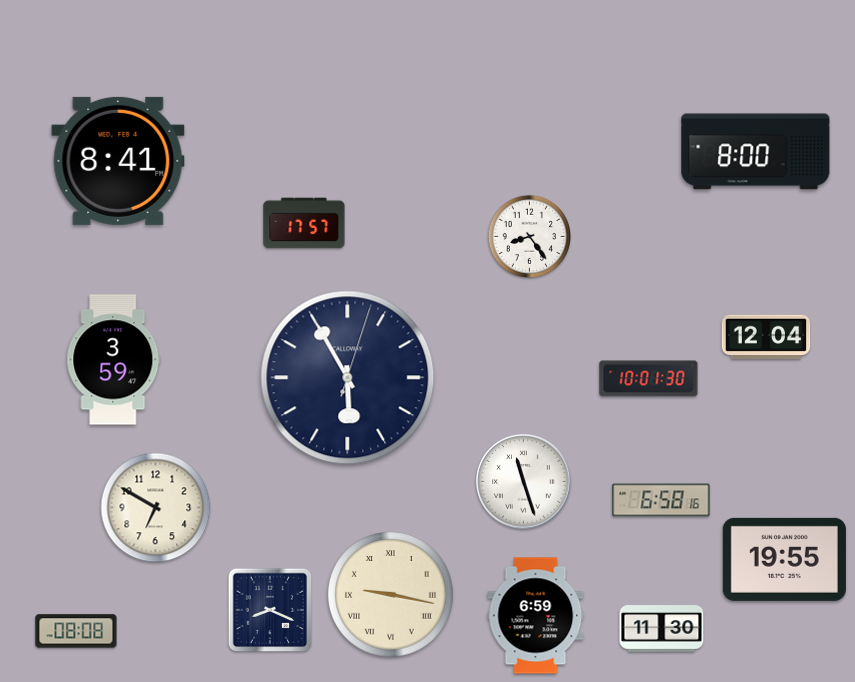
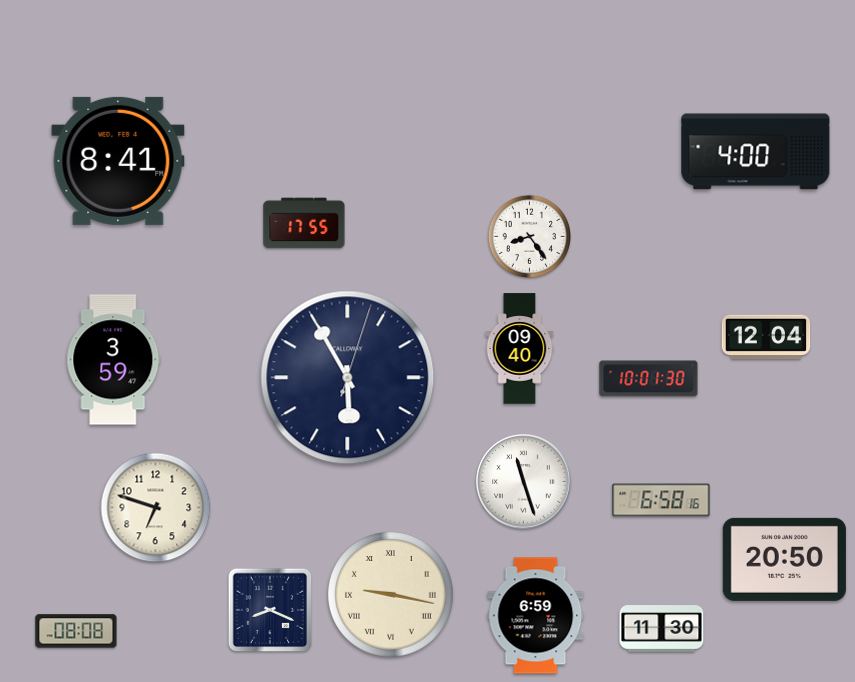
clock at (756, 152): 8:00 -> 4:00
clock at (304, 223): 17:57 -> 17:55
clock at (520, 349): none -> 09:40
clock at (156, 508): 6:50 -> 6:48
clock at (784, 559): 19:55 -> 20:50
